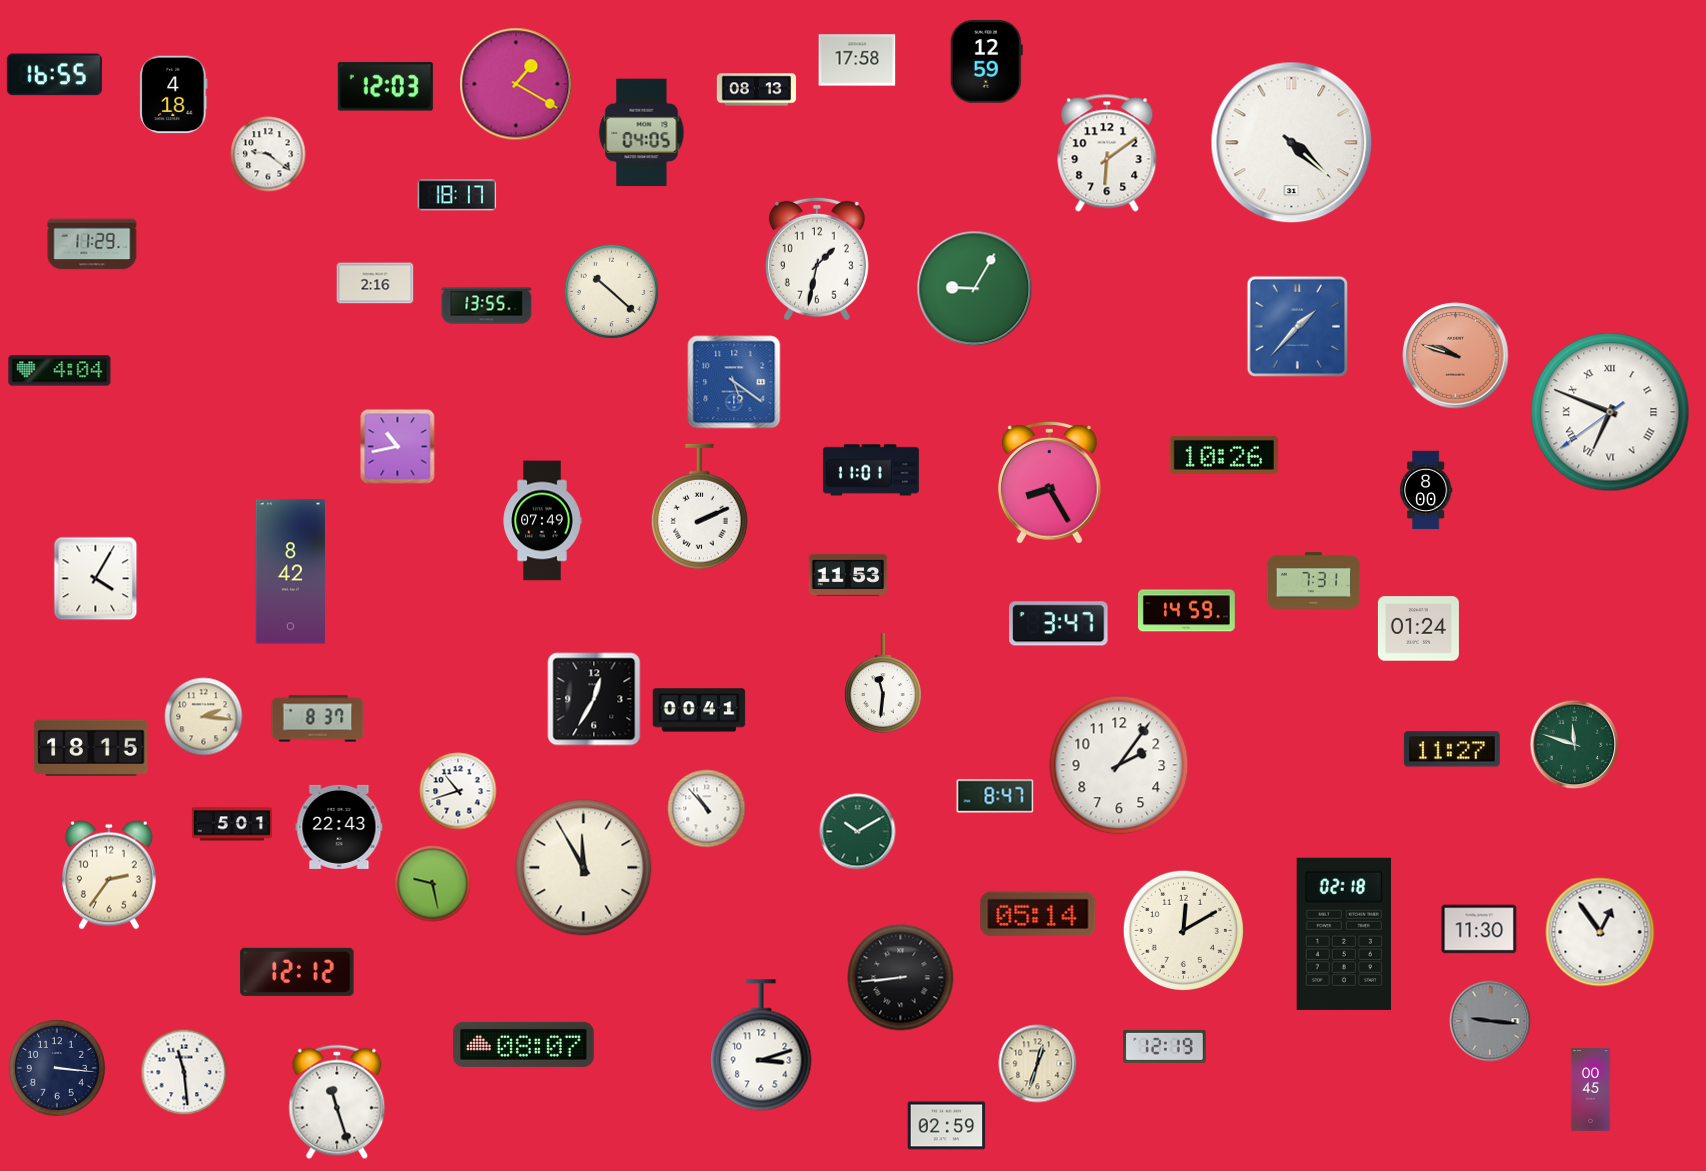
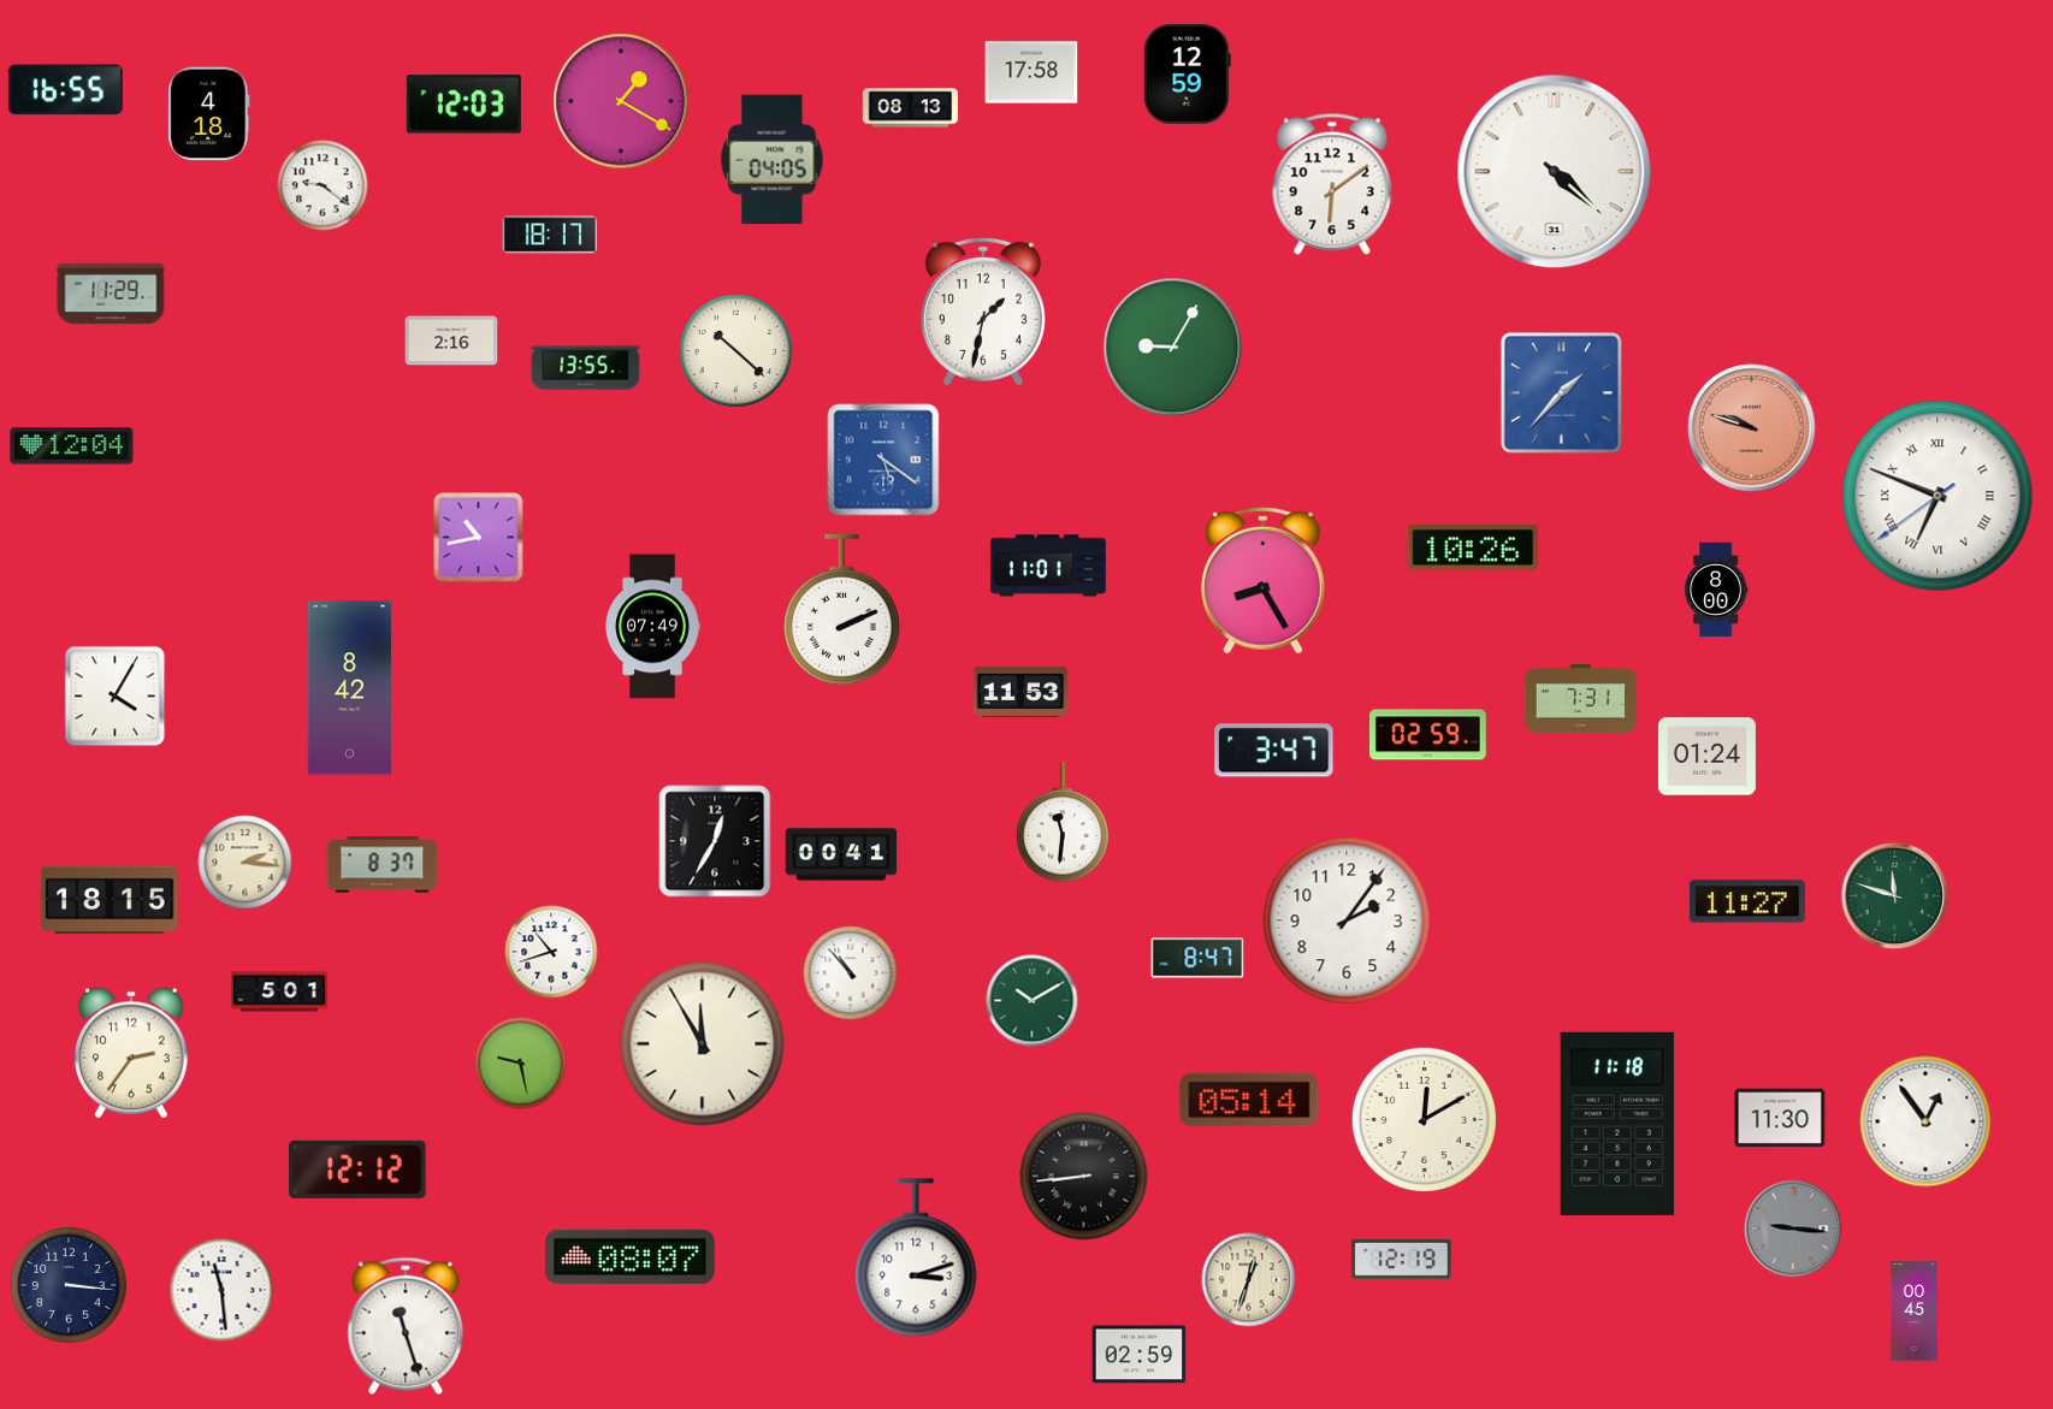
clock at (60, 371): 4:04 -> 12:04
clock at (1187, 611): 14:59 -> 02:59
clock at (339, 827): 22:43 -> none
clock at (1343, 934): 02:18 -> 11:18
